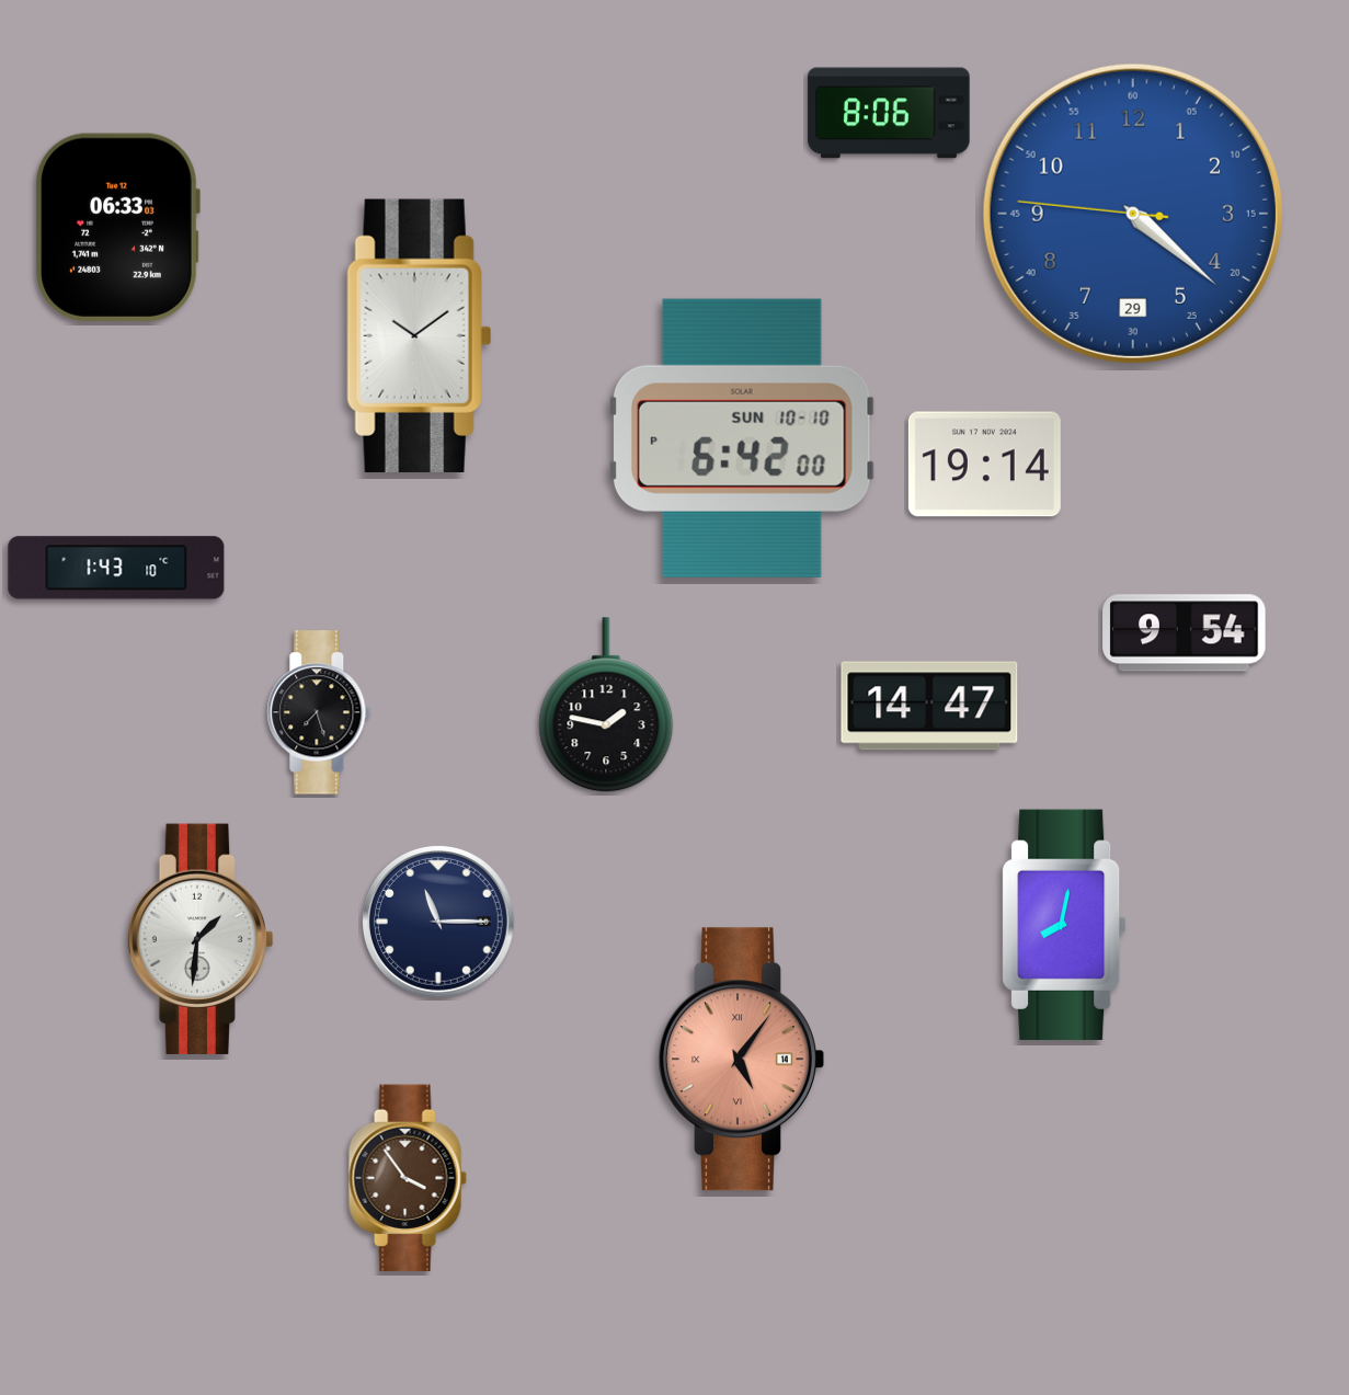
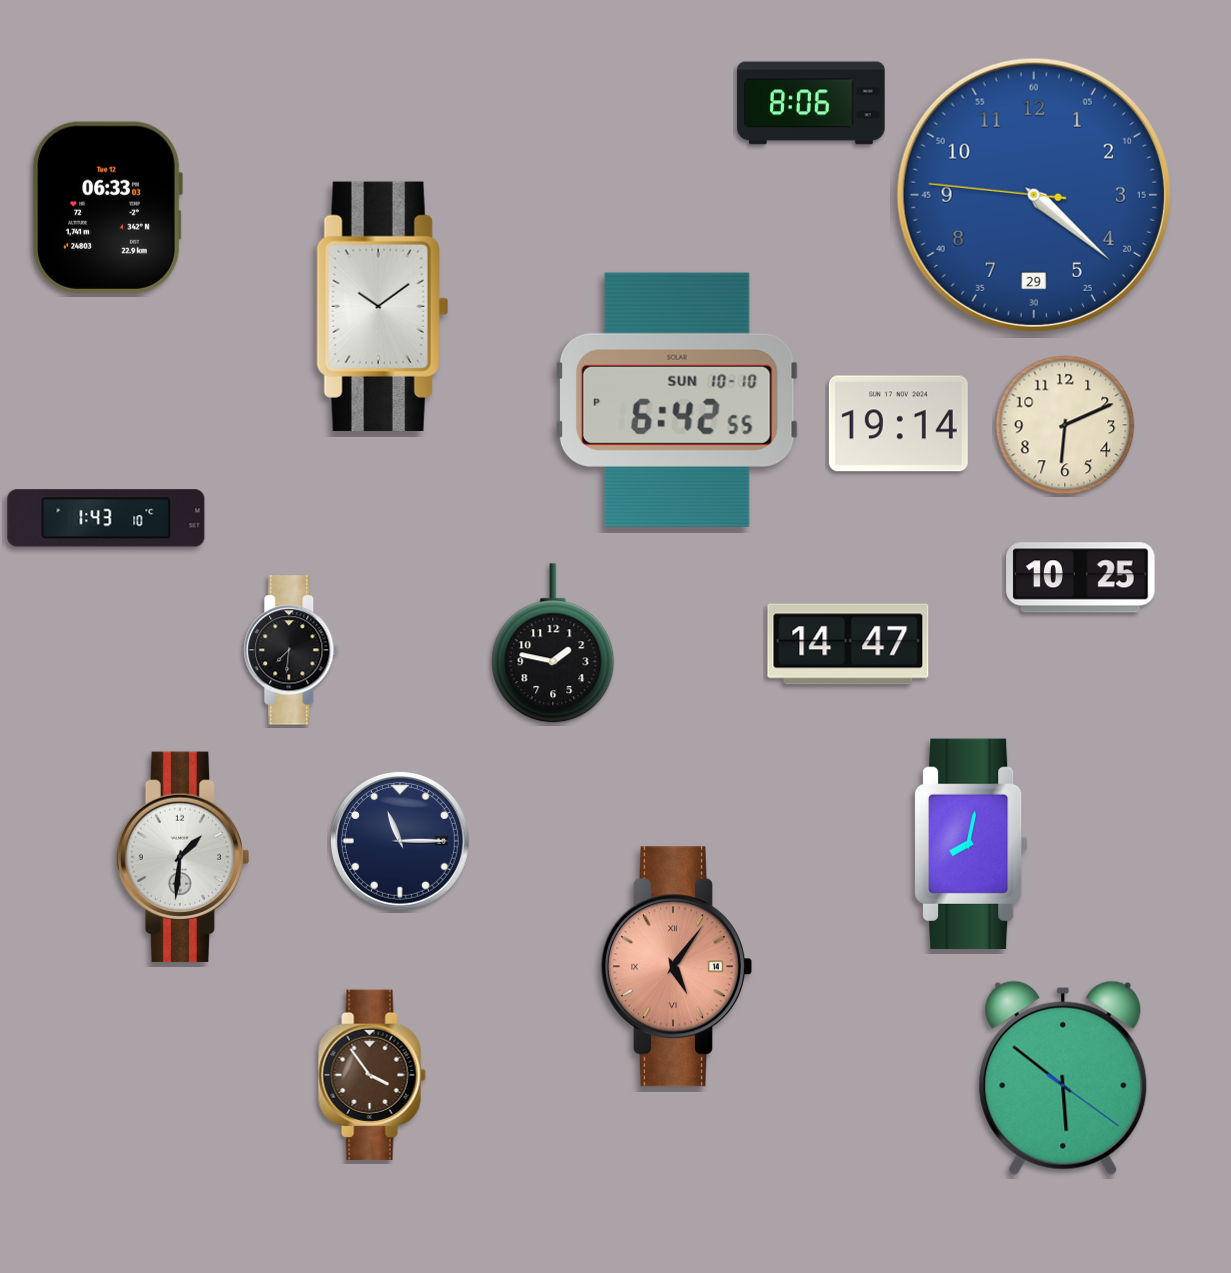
clock at (742, 438): 6:42:00 PM -> 6:42:55 PM
clock at (1065, 425): none -> 6:11
clock at (1185, 633): 9:54 -> 10:25
clock at (319, 712): 7:27 -> 7:31
clock at (1063, 1078): none -> 5:51
